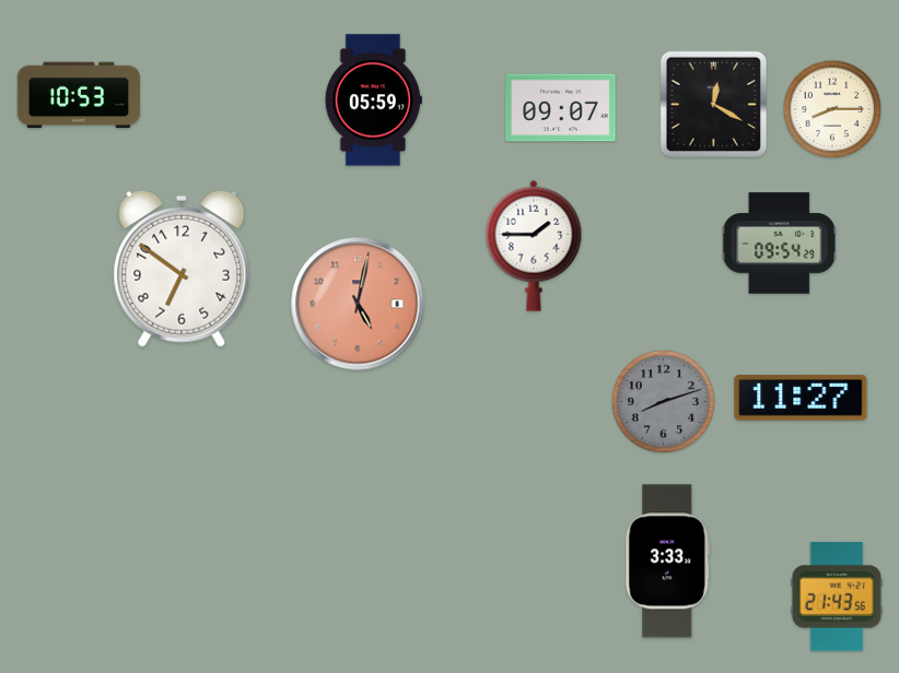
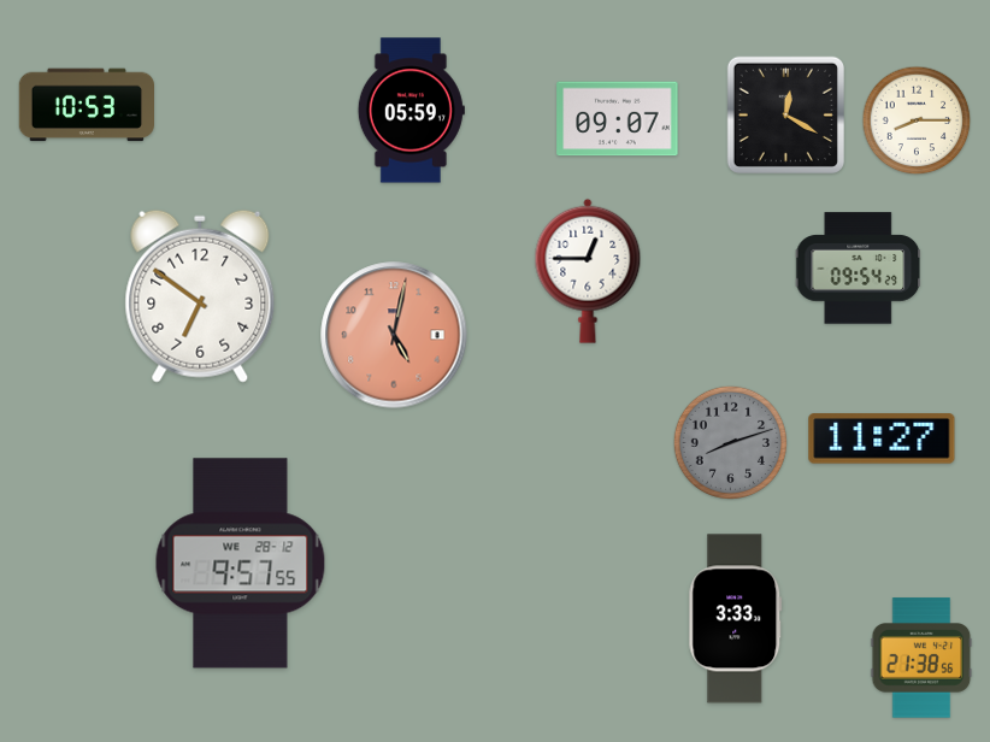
clock at (534, 246): 1:45 -> 12:45
clock at (241, 564): none -> 9:57
clock at (837, 597): 21:43 -> 21:38
